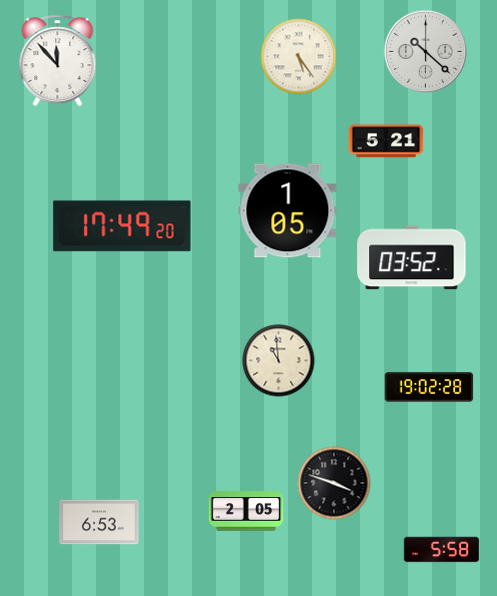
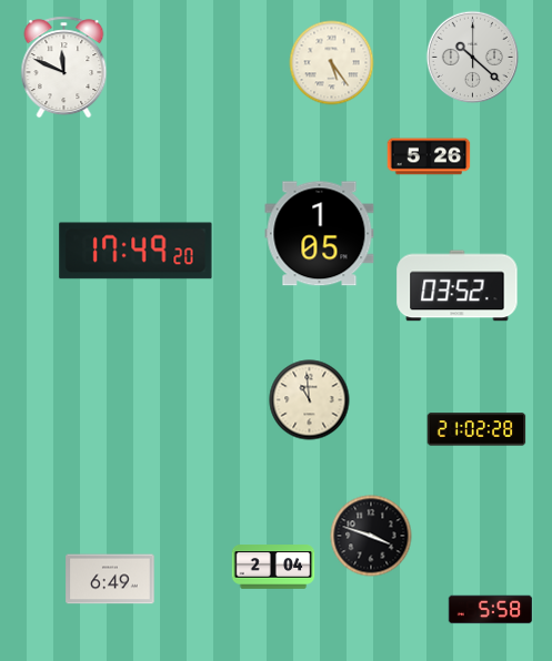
clock at (58, 61): 11:53 -> 11:49
clock at (386, 141): 5:21 -> 5:26
clock at (429, 387): 19:02 -> 21:02
clock at (246, 511): 2:05 -> 2:04
clock at (99, 522): 6:53 -> 6:49
